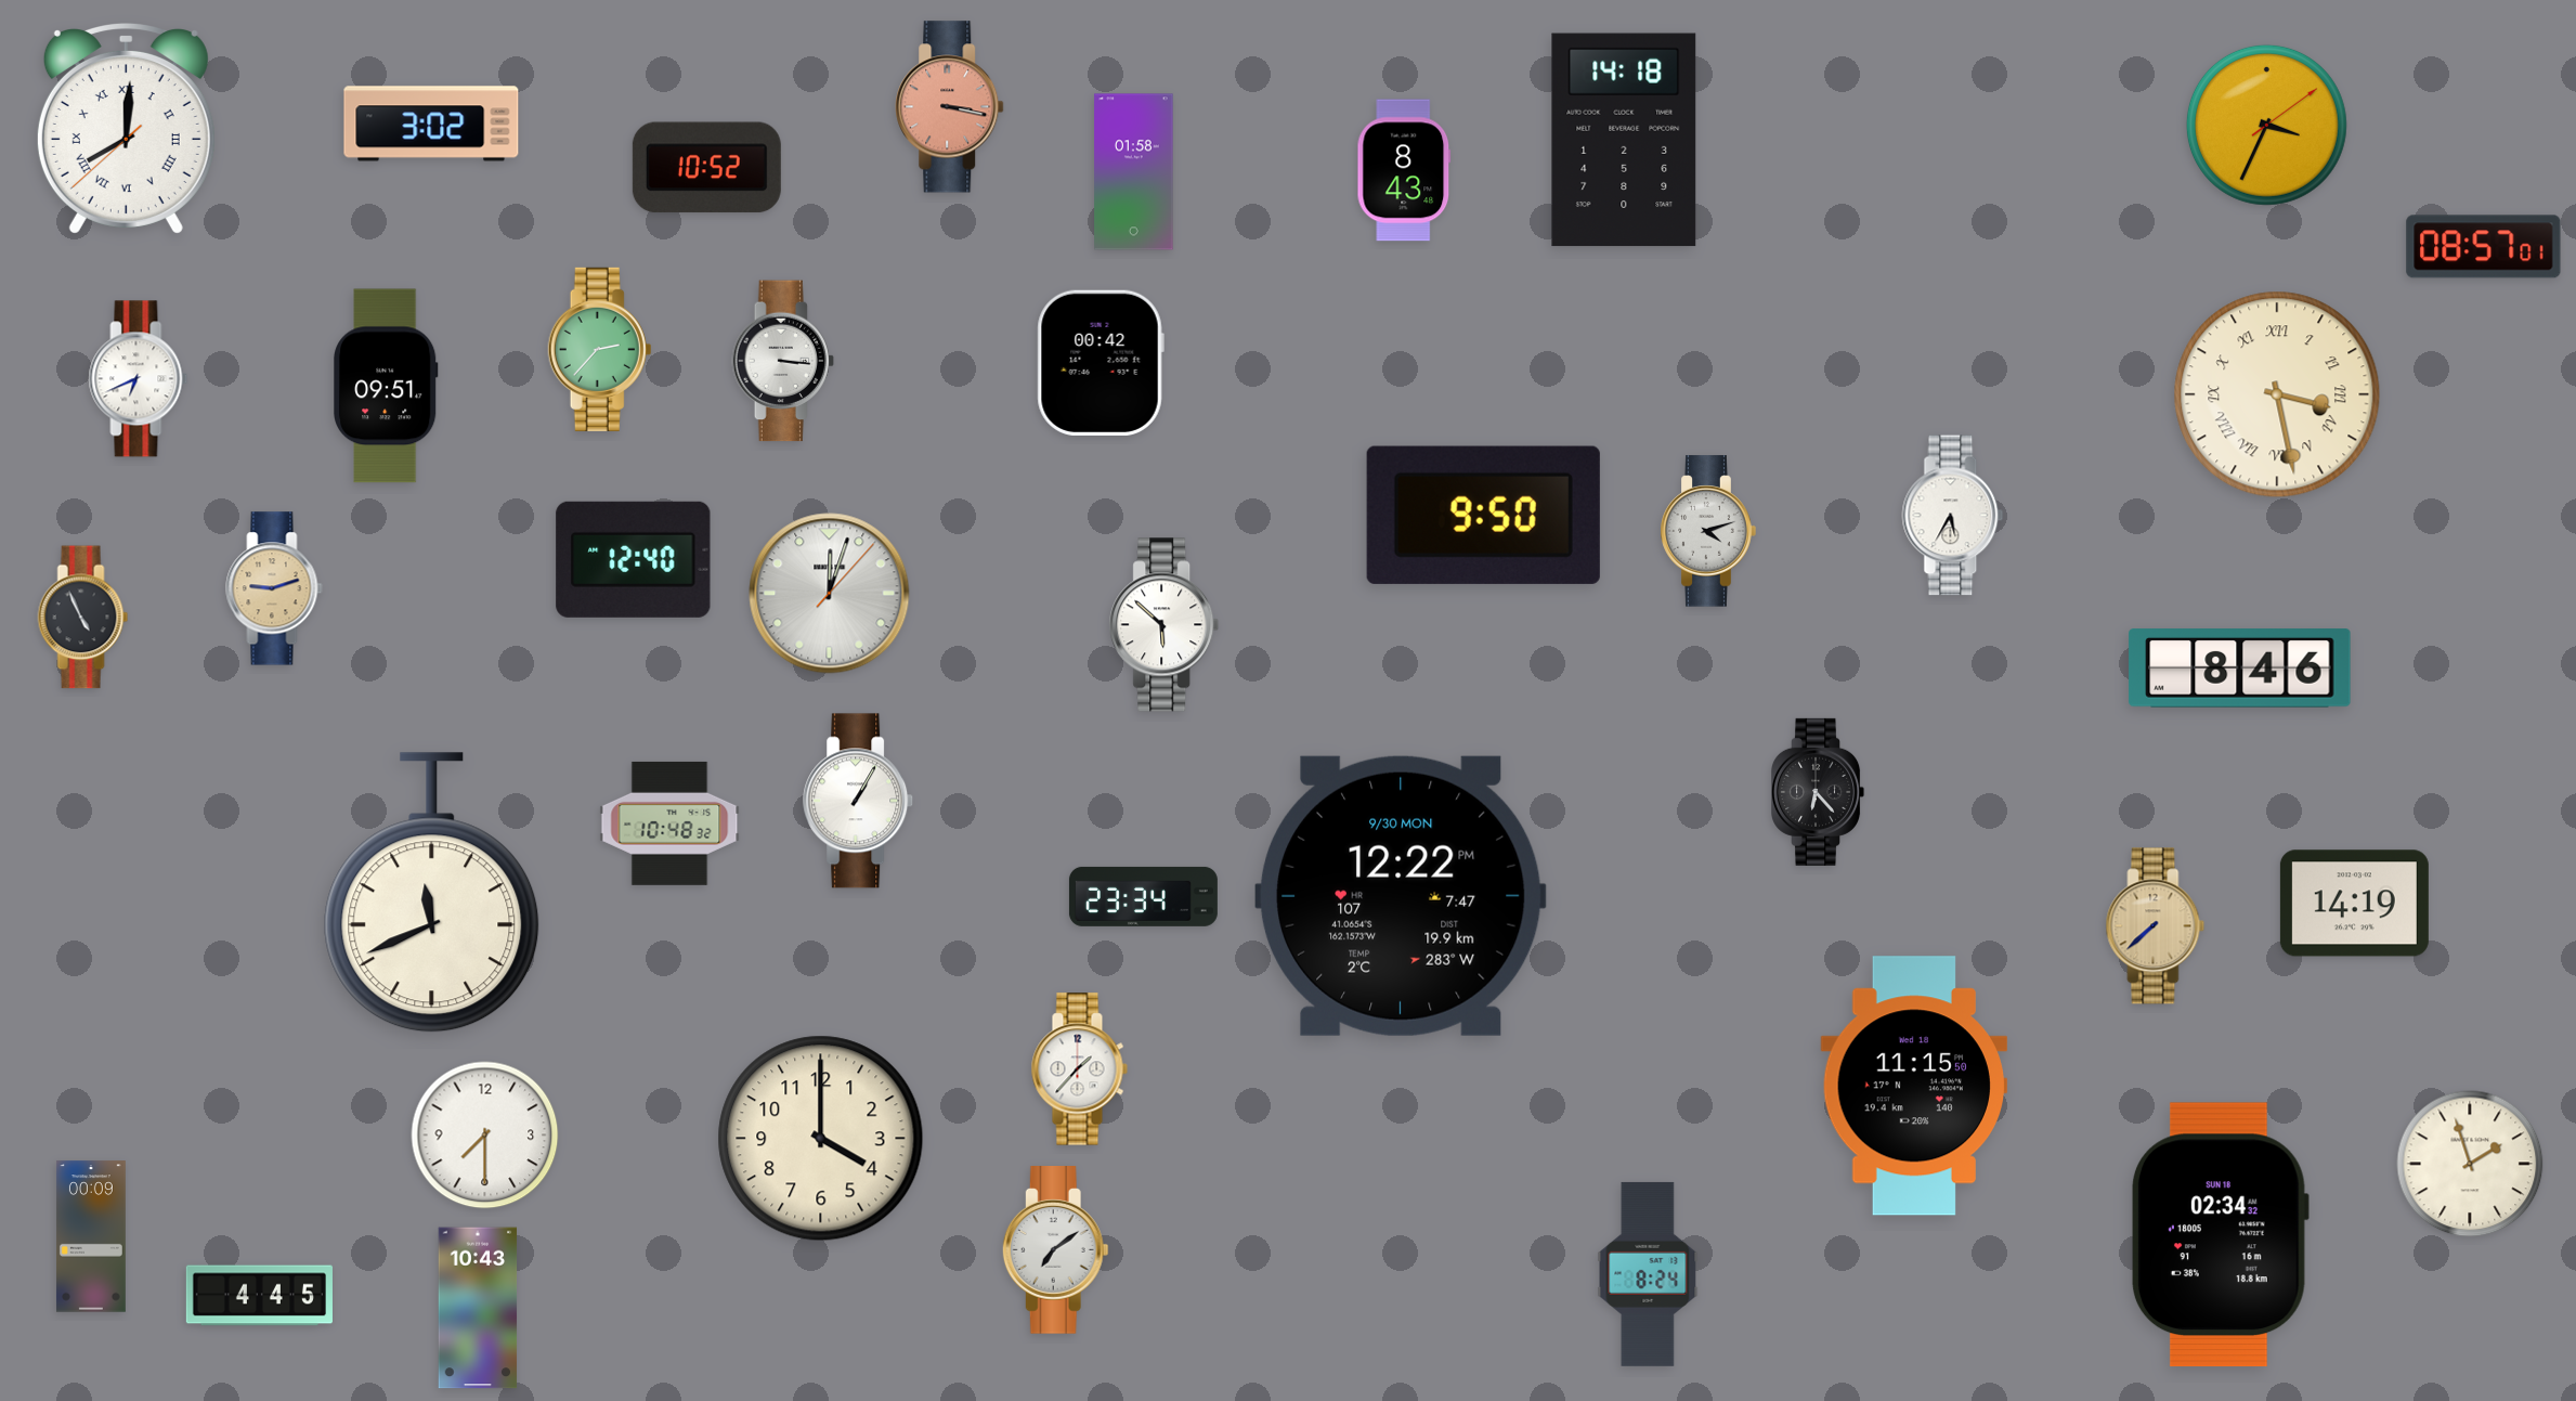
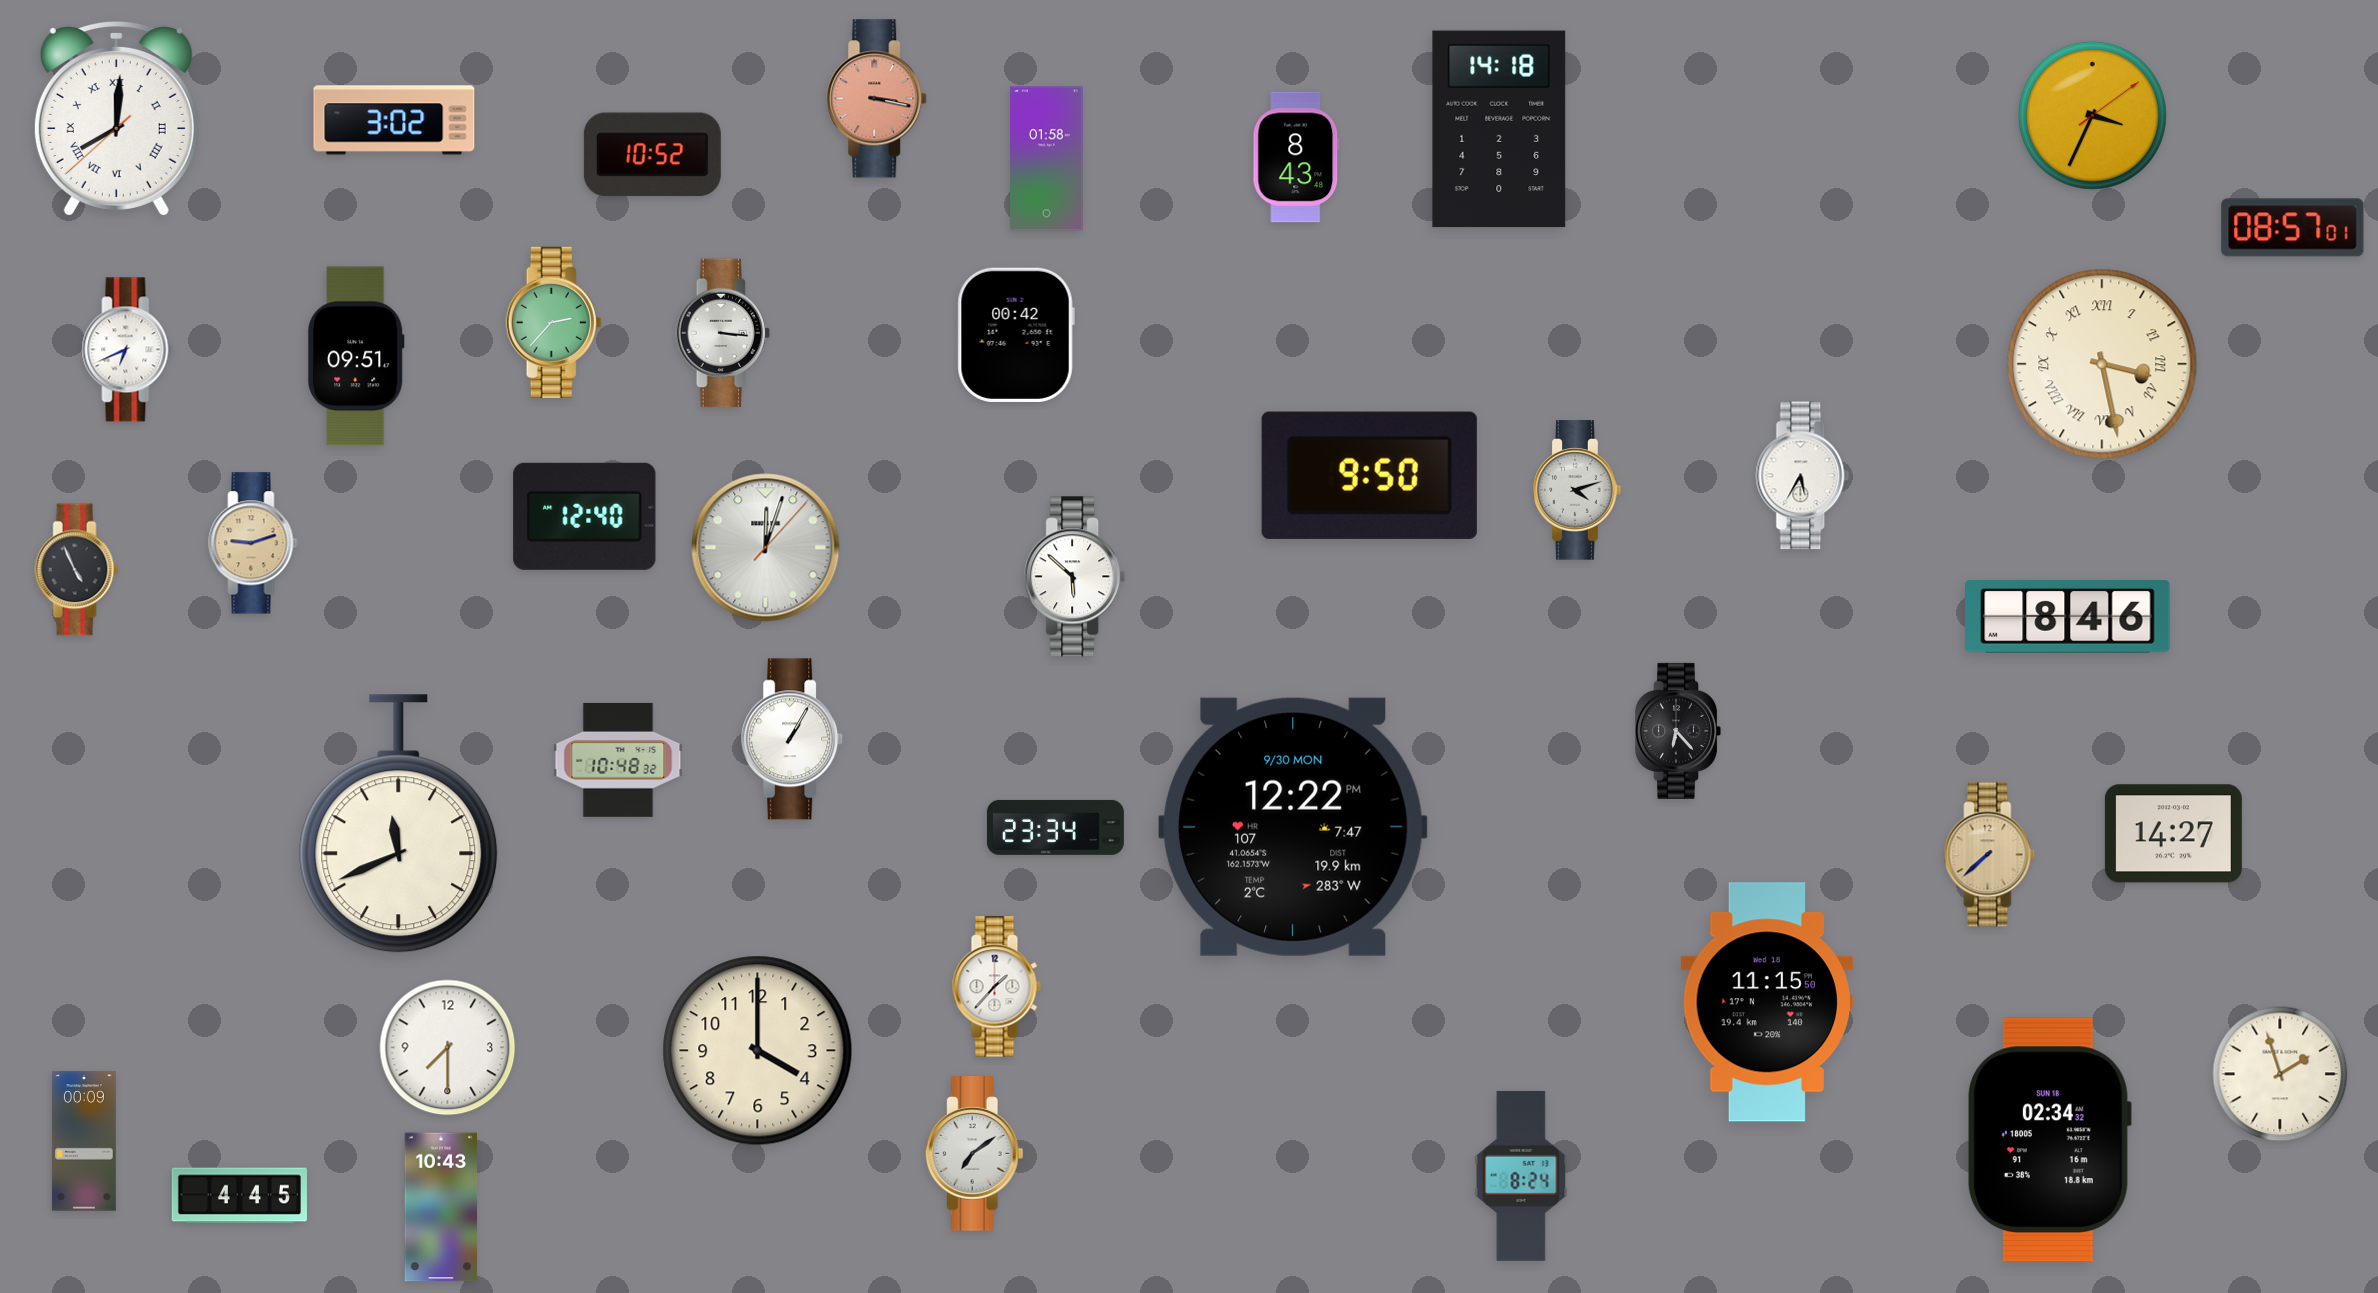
clock at (431, 124) position: (431, 124) -> (394, 120)
clock at (2354, 904): 14:19 -> 14:27
